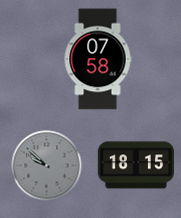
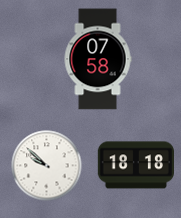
clock at (135, 165): 18:15 -> 18:18
clock at (47, 166) dial: grey -> white
